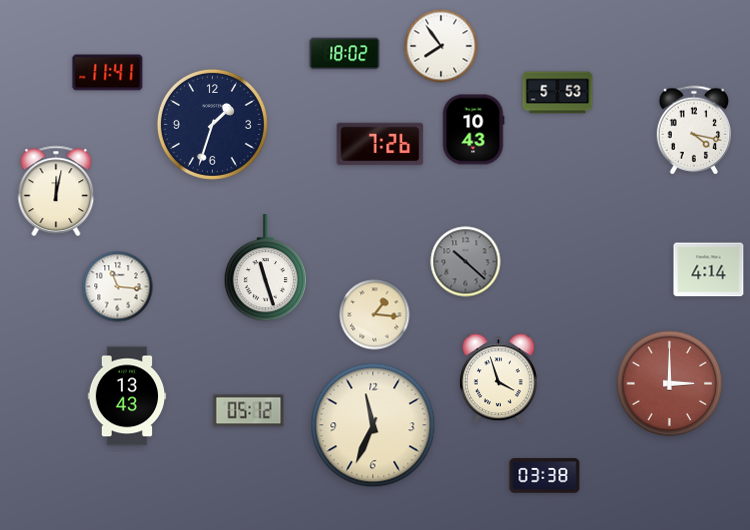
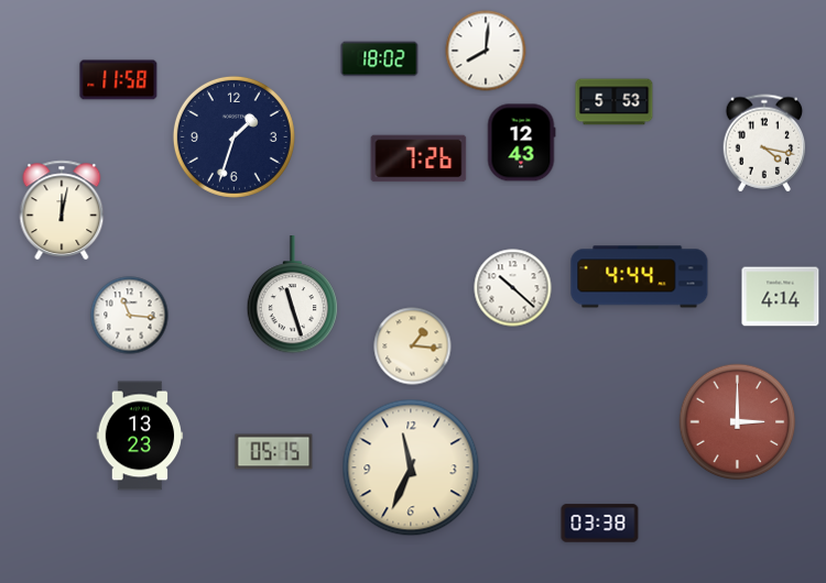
clock at (441, 46): 7:54 -> 8:01
clock at (108, 73): 11:41 -> 11:58
clock at (473, 130): 10:43 -> 12:43
clock at (640, 277): none -> 4:44
clock at (466, 262) dial: grey -> white
clock at (498, 379): 3:57 -> none
clock at (127, 396): 13:43 -> 13:23
clock at (249, 411): 05:12 -> 05:15
